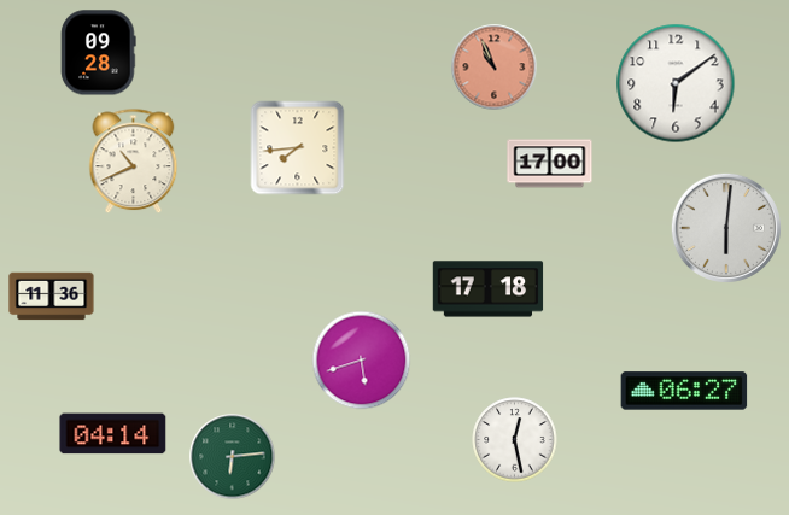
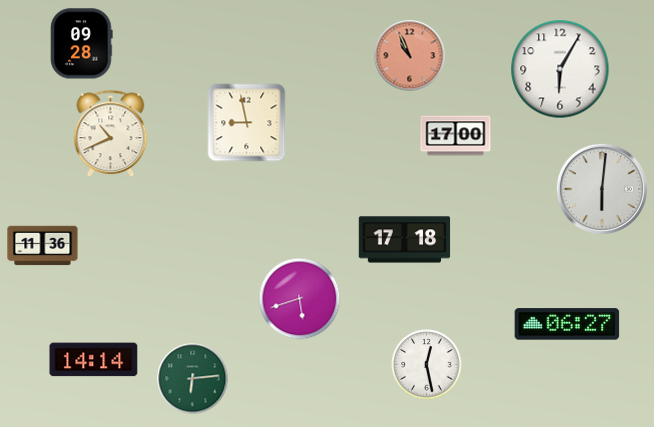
clock at (676, 83): 6:09 -> 6:05
clock at (298, 148): 7:44 -> 8:58
clock at (113, 434): 04:14 -> 14:14
